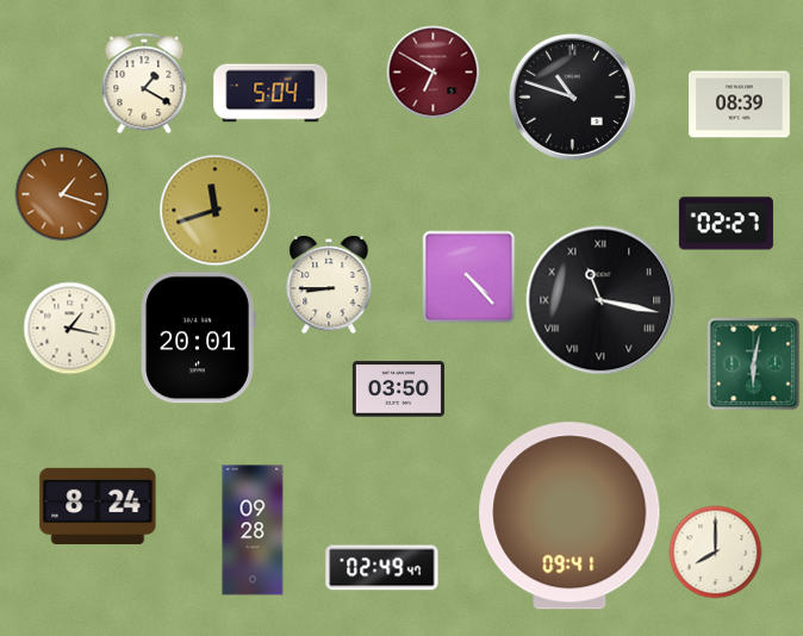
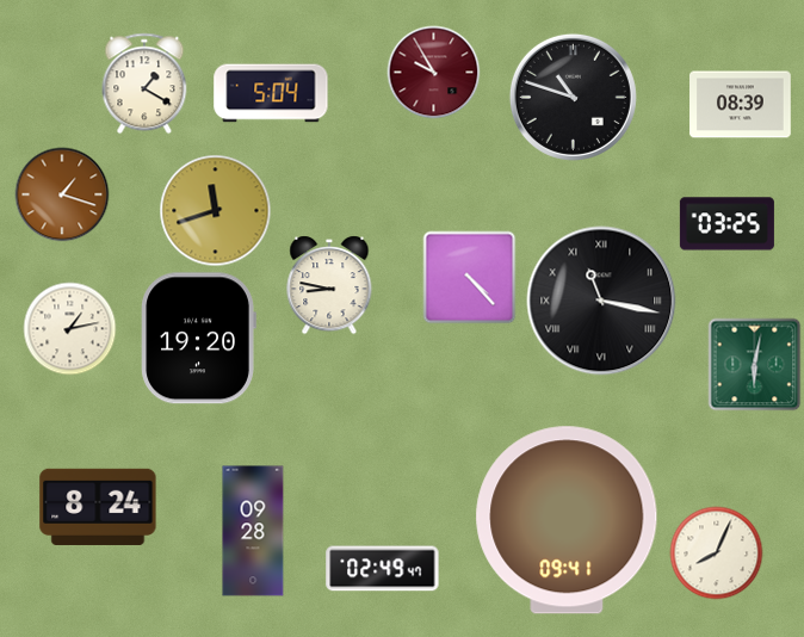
clock at (432, 71): 6:50 -> 9:55
clock at (726, 224): 02:27 -> 03:25
clock at (329, 285): 8:45 -> 8:47
clock at (69, 328): 1:17 -> 1:13
clock at (198, 338): 20:01 -> 19:20
clock at (398, 389): 03:50 -> none
clock at (569, 516) position: (569, 516) -> (567, 520)
clock at (715, 551): 8:00 -> 8:04
